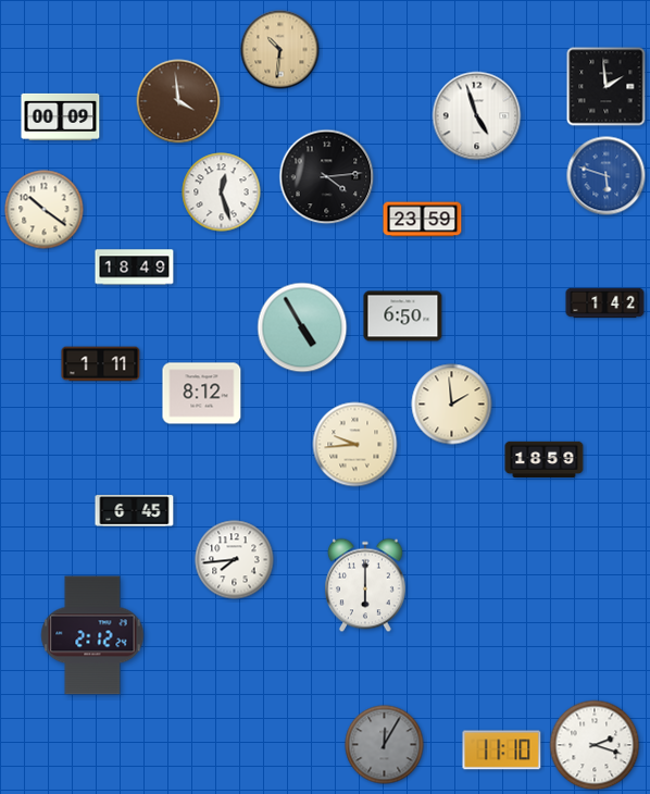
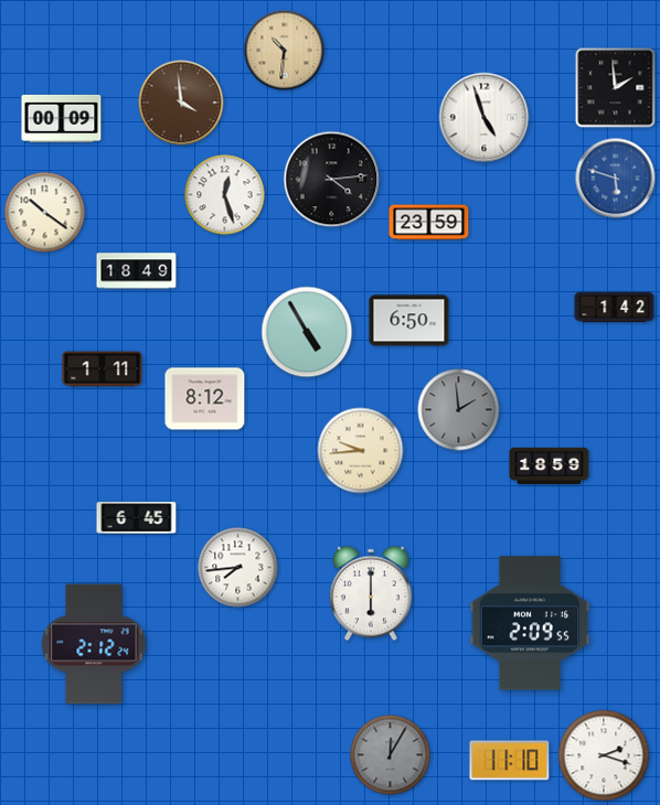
clock at (452, 405) dial: cream -> grey
clock at (545, 459) position: (545, 459) -> (550, 465)
clock at (530, 623): none -> 2:09
